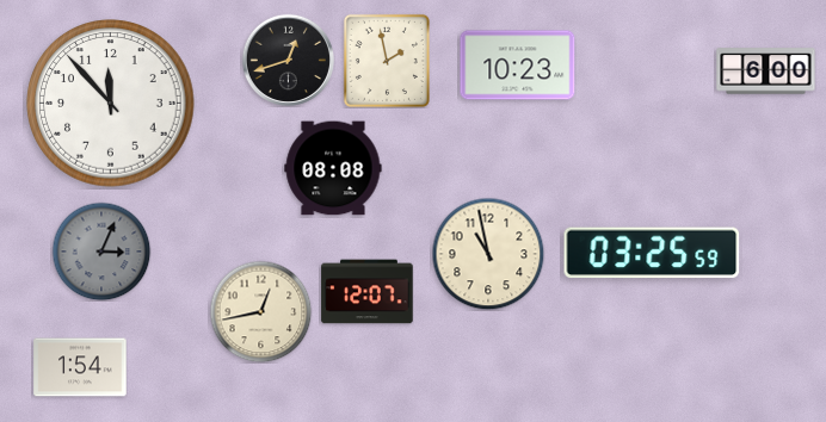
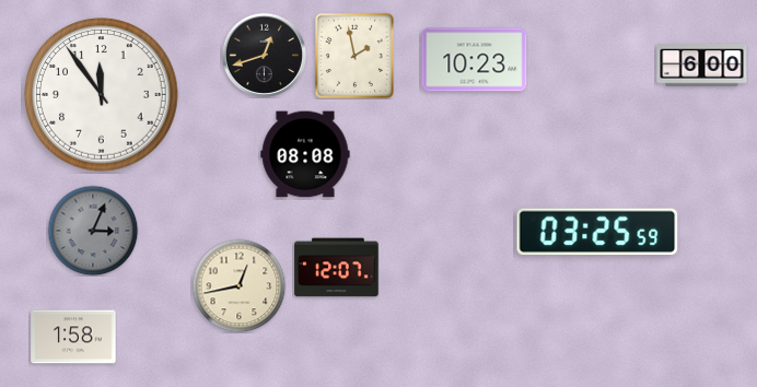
clock at (111, 104): 11:53 -> 11:54
clock at (488, 254): 10:58 -> none
clock at (80, 367): 1:54 -> 1:58
